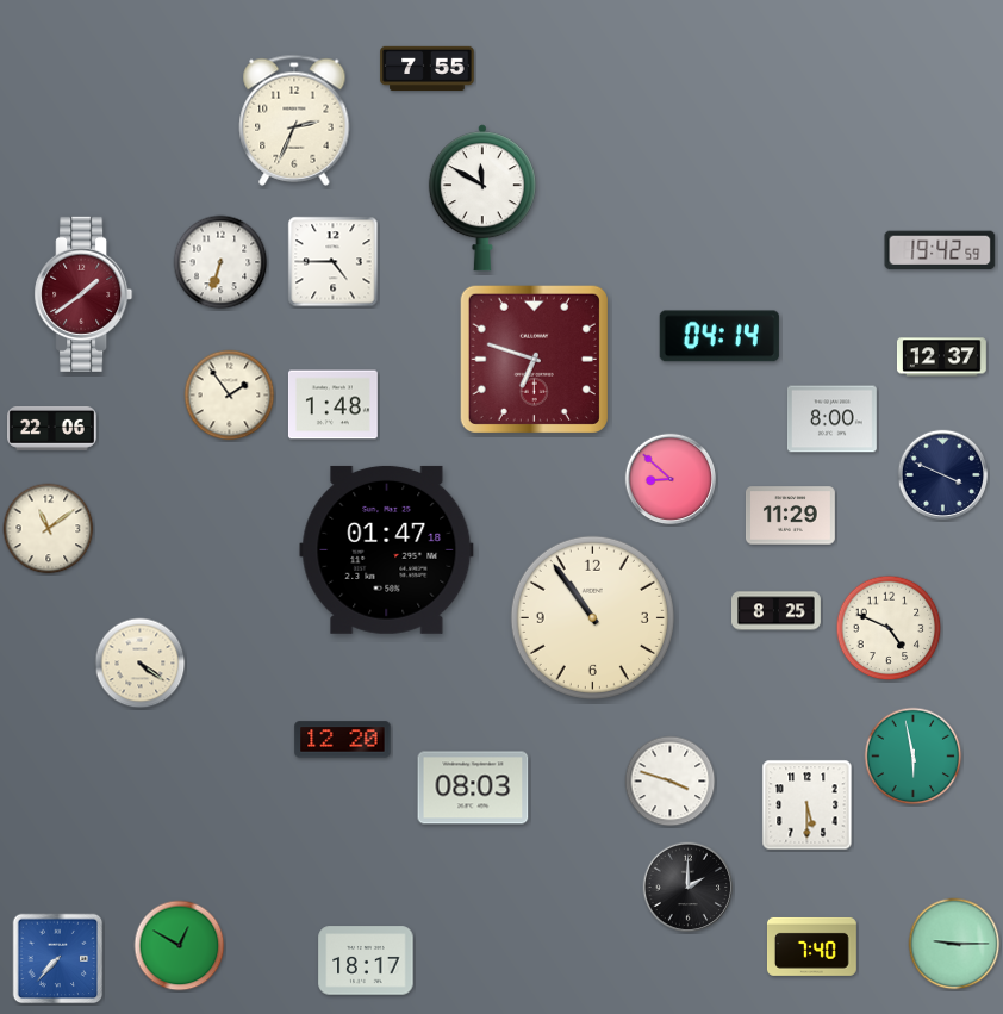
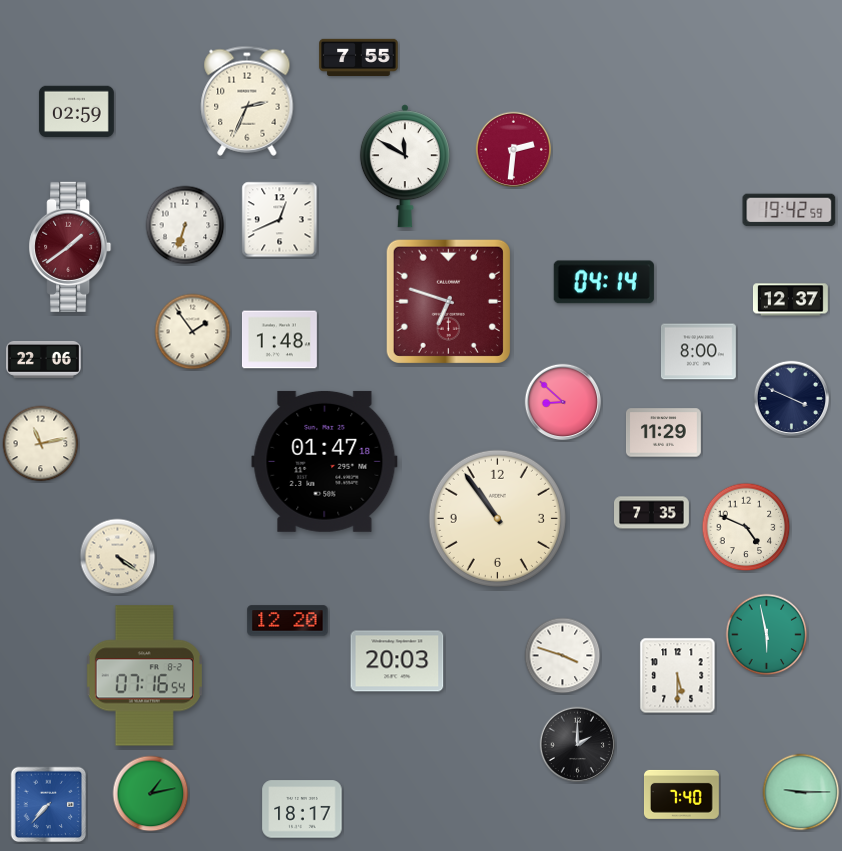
clock at (76, 112): none -> 02:59
clock at (514, 150): none -> 2:31
clock at (220, 262) position: (220, 262) -> (185, 225)
clock at (334, 262): 4:45 -> 12:41
clock at (49, 529): 11:09 -> 11:13
clock at (777, 611): 8:25 -> 7:35
clock at (473, 788): 08:03 -> 20:03
clock at (144, 676): none -> 07:16
clock at (180, 946): 12:50 -> 1:13
clock at (366, 960) position: (366, 960) -> (302, 809)
